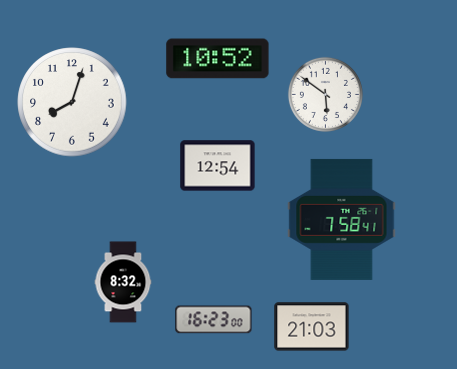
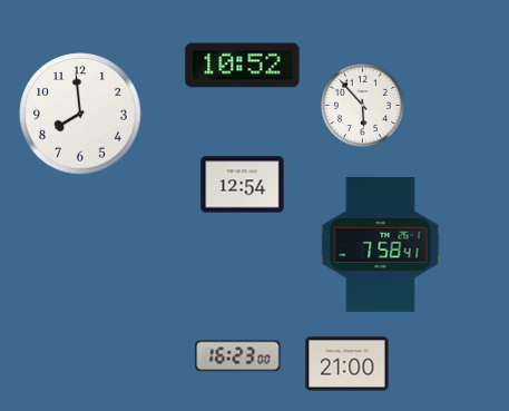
clock at (325, 94): 5:51 -> 5:53
clock at (72, 102): 8:03 -> 7:59
clock at (123, 282): 8:32 -> none
clock at (312, 327): 21:03 -> 21:00
